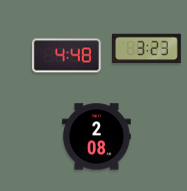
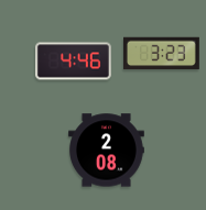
clock at (67, 56): 4:48 -> 4:46
